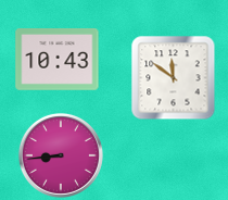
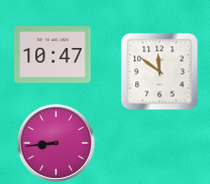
clock at (58, 60): 10:43 -> 10:47
